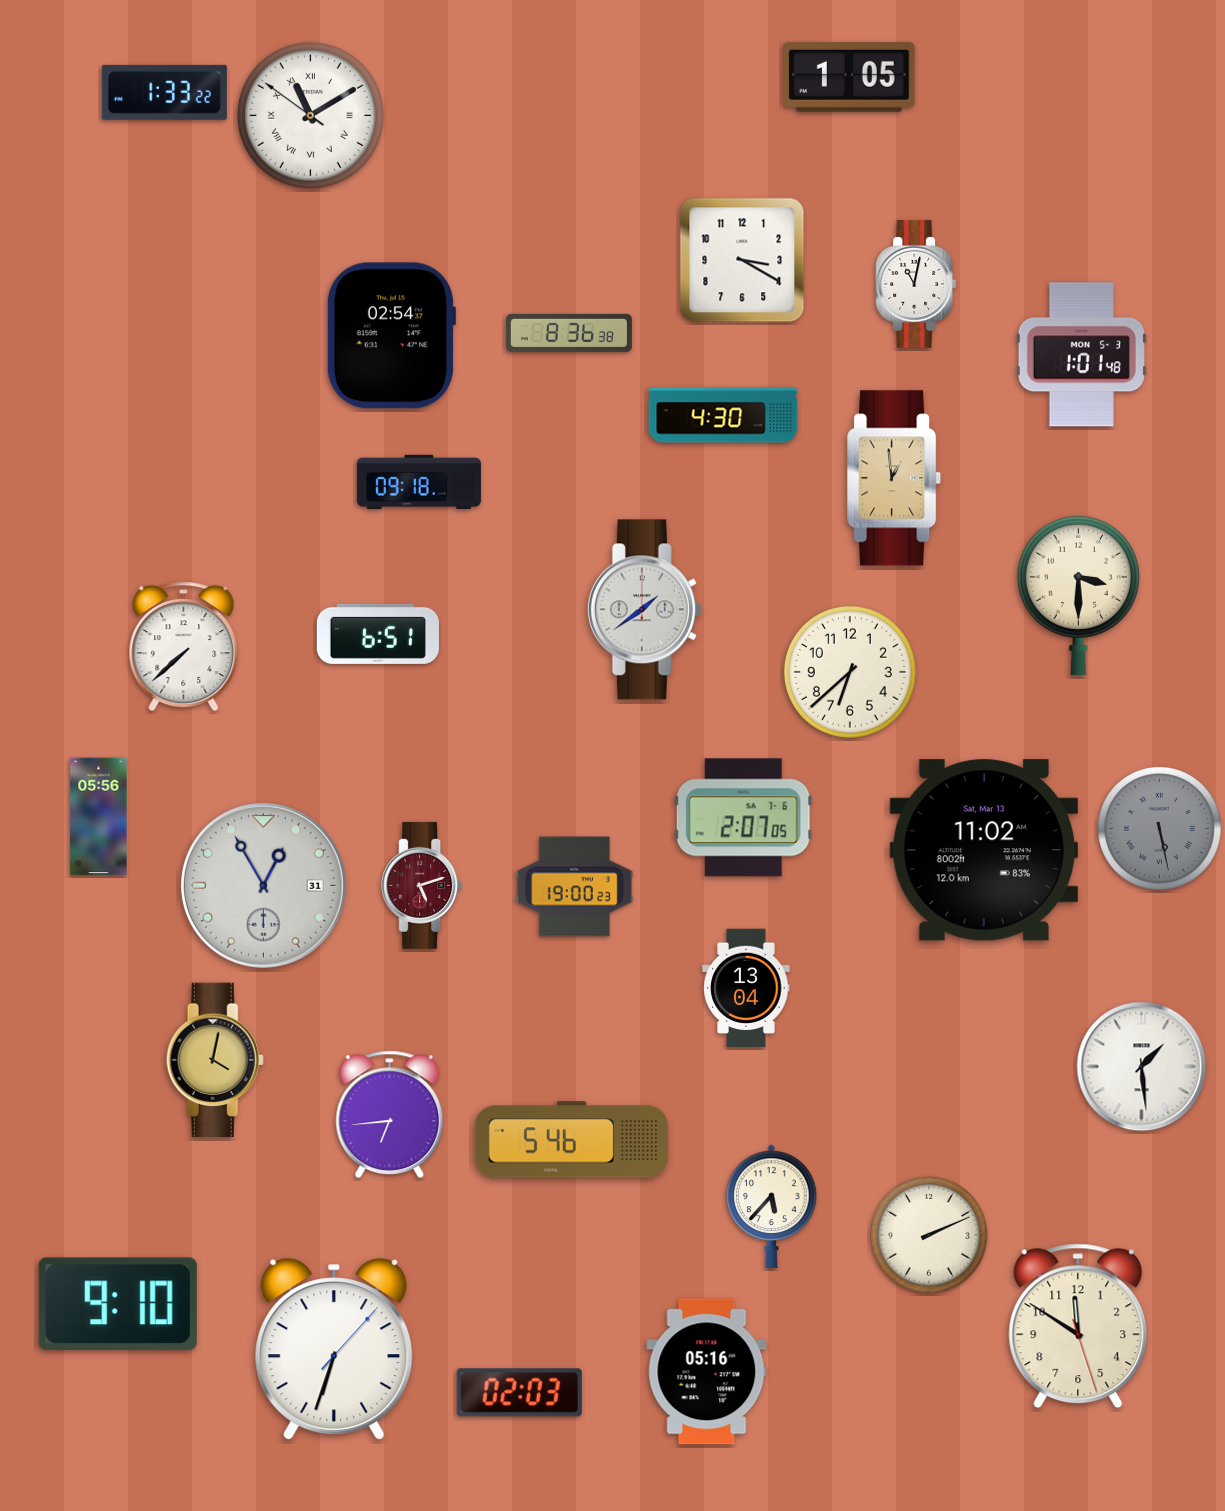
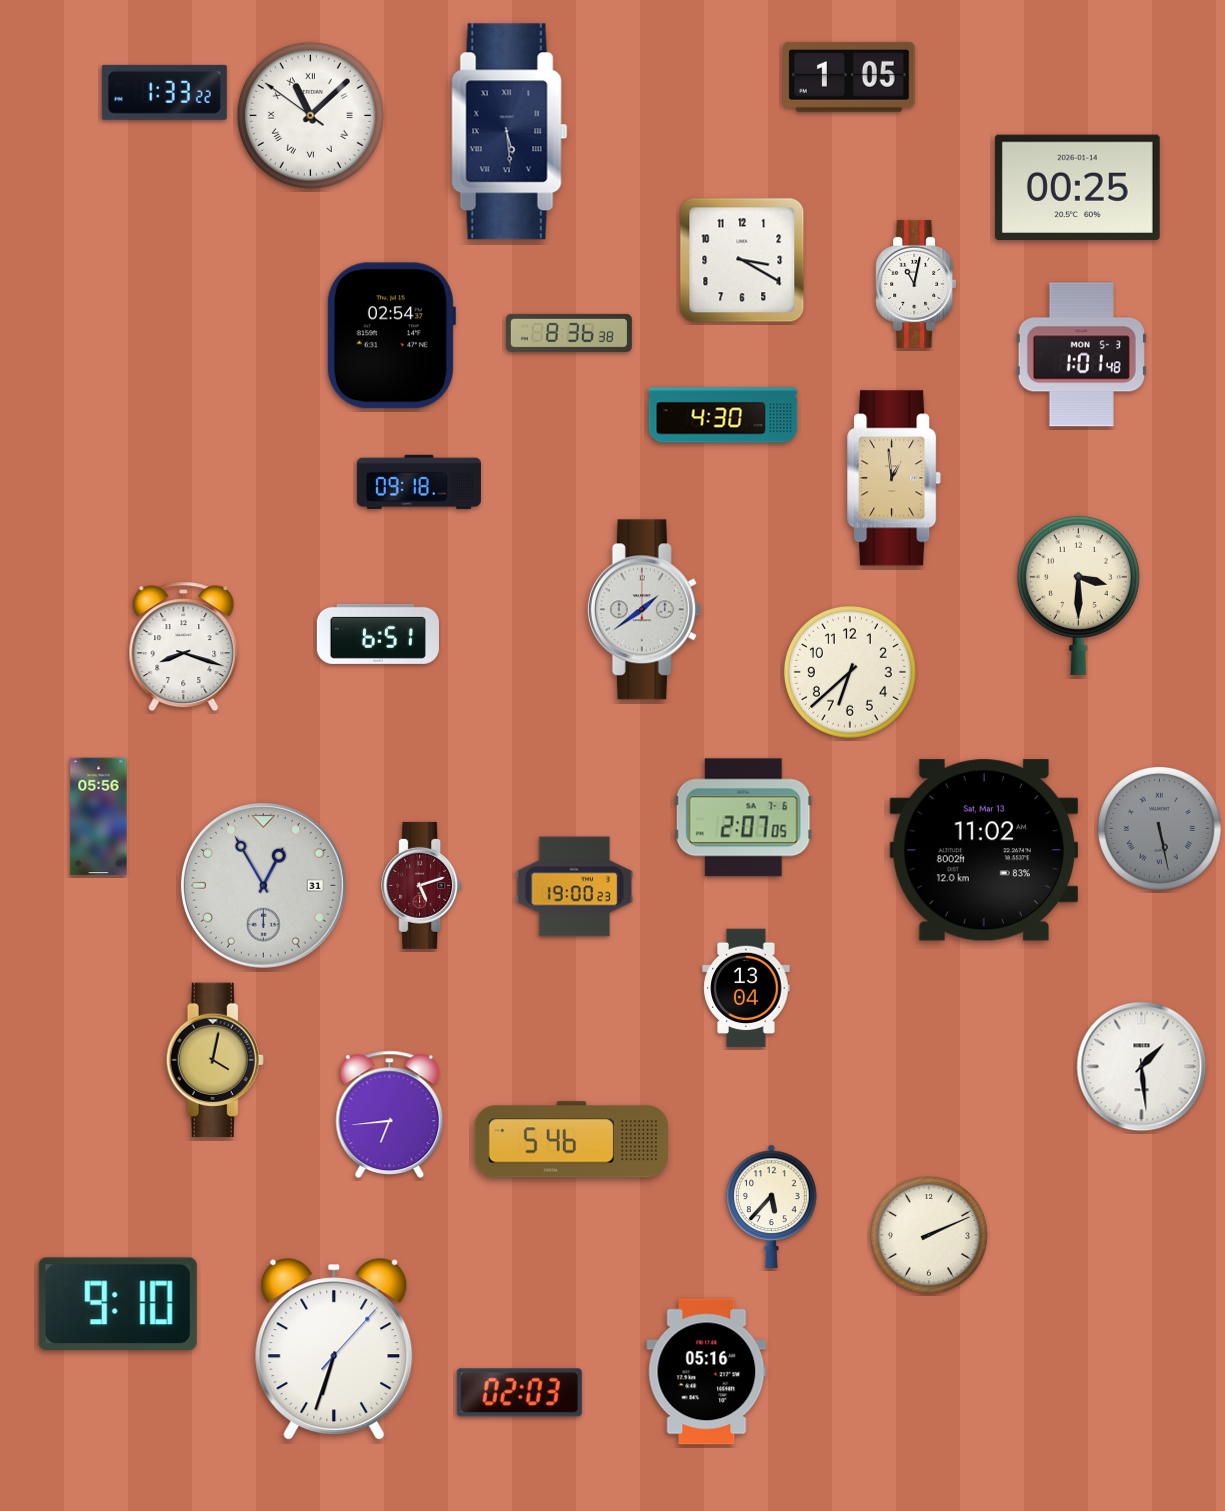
clock at (310, 115): 11:09 -> 11:07
clock at (510, 132): none -> 5:29
clock at (1077, 187): none -> 00:25
clock at (184, 647): 7:38 -> 8:18
clock at (1078, 1326): 11:50 -> none
